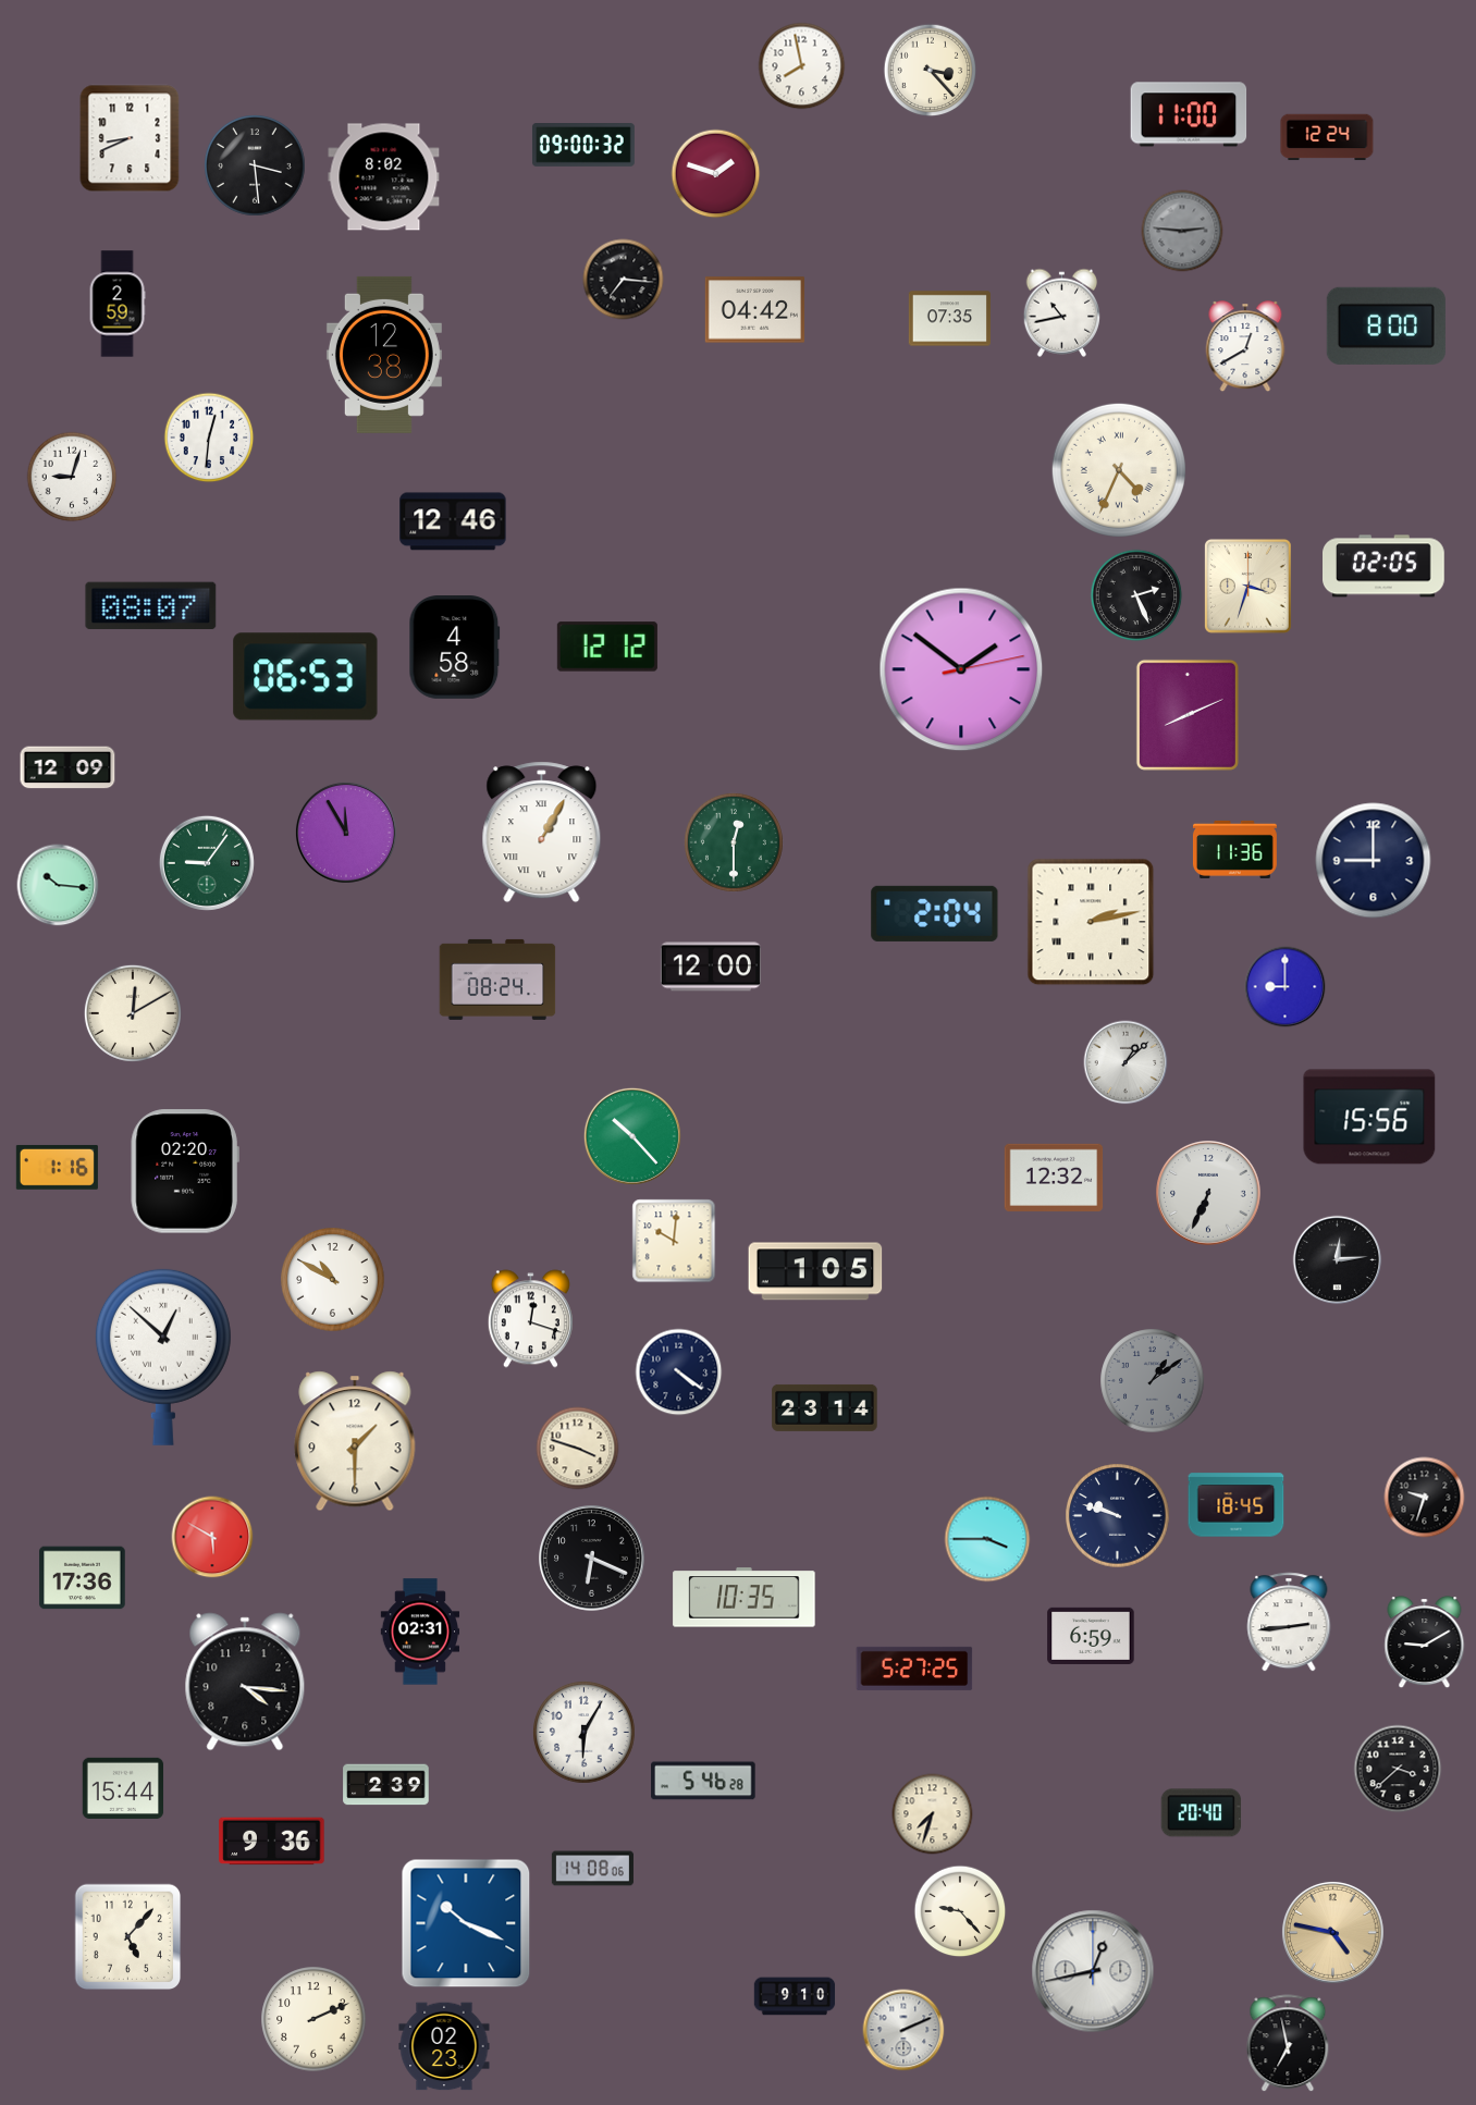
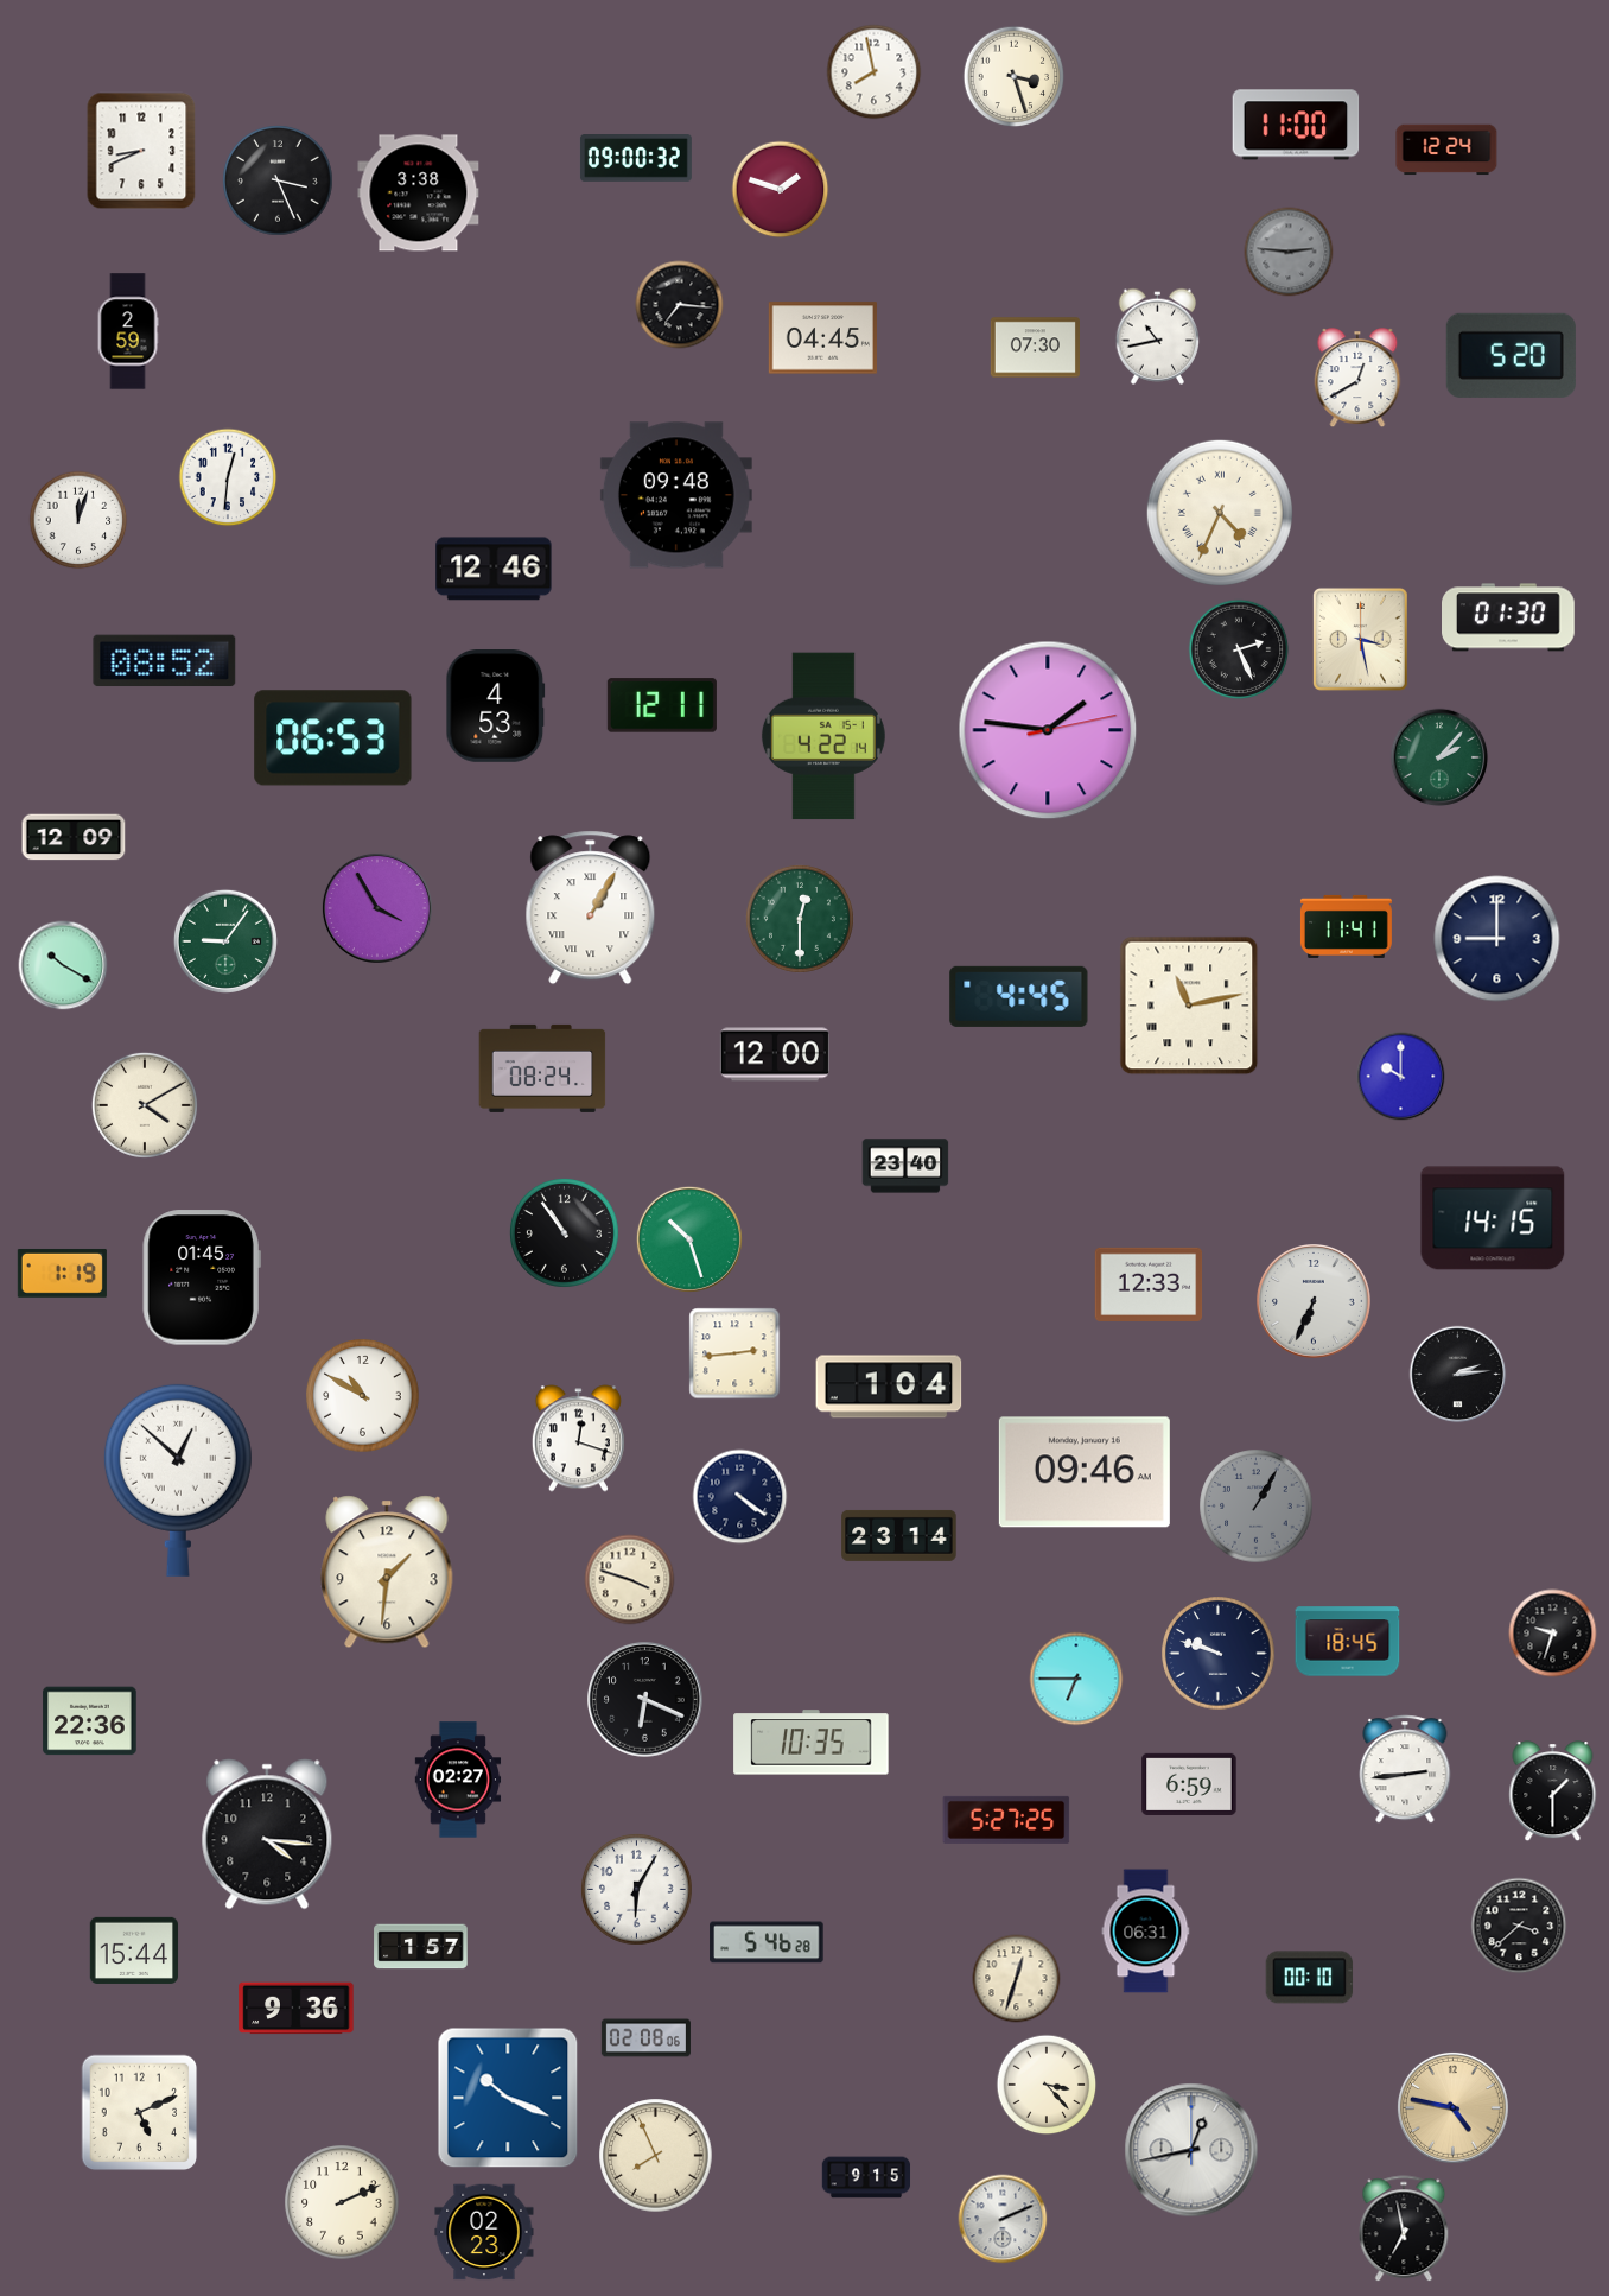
clock at (931, 71): 3:23 -> 3:27
clock at (256, 167): 3:29 -> 3:26
clock at (384, 177): 8:02 -> 3:38
clock at (754, 310): 04:42 -> 04:45
clock at (1062, 312) position: (1062, 312) -> (1158, 336)
clock at (949, 319): 07:35 -> 07:30
clock at (1386, 325): 8:00 -> 5:20
clock at (384, 355): 12:38 -> none
clock at (676, 495): none -> 09:48
clock at (72, 477): 9:03 -> 12:03
clock at (1385, 566): 02:05 -> 01:30
clock at (1247, 586): 3:33 -> 3:28
clock at (151, 606): 08:07 -> 08:52
clock at (607, 647): 12:12 -> 12:11
clock at (455, 648): 4:58 -> 4:53
clock at (961, 669): 1:51 -> 1:46
clock at (823, 736): none -> 4:22
clock at (1439, 757): none -> 2:07
clock at (1188, 715): 8:11 -> none
clock at (346, 833): 11:55 -> 3:55
clock at (1234, 849): 11:36 -> 11:41
clock at (58, 885): 10:16 -> 10:20
clock at (935, 913): 2:04 -> 4:45
clock at (1091, 922): 2:13 -> 11:13
clock at (1286, 987): 9:00 -> 10:00
clock at (133, 1013): 12:10 -> 4:10
clock at (1126, 1062): 1:08 -> none
clock at (905, 1166): none -> 23:40
clock at (1369, 1117): 15:56 -> 14:15
clock at (564, 1232): none -> 10:54
clock at (632, 1136): 10:23 -> 10:27
clock at (57, 1167): 1:16 -> 1:19
clock at (185, 1171): 02:20 -> 01:45
clock at (1054, 1178): 12:32 -> 12:33
clock at (1209, 1194) position: (1209, 1194) -> (1315, 1302)
clock at (674, 1241): 10:01 -> 2:44
clock at (1338, 1260): 12:14 -> 2:14
clock at (815, 1271): 1:05 -> 1:04
clock at (1085, 1472): none -> 09:46
clock at (1153, 1381): 1:09 -> 1:05
clock at (355, 1441): 1:30 -> 1:31
clock at (212, 1537): 5:50 -> none
clock at (987, 1539): 3:45 -> 6:45
clock at (83, 1578): 17:36 -> 22:36
clock at (420, 1632): 02:31 -> 02:27
clock at (1425, 1642): 9:10 -> 1:30
clock at (914, 1669) position: (914, 1669) -> (1006, 1820)
clock at (1398, 1769) position: (1398, 1769) -> (1519, 1926)
clock at (1146, 1932): none -> 06:31
clock at (386, 1785): 2:39 -> 1:57
clock at (1202, 1813): 20:40 -> 00:10
clock at (933, 1814): 7:33 -> 12:33
clock at (592, 1869): 14:08 -> 02:08
clock at (960, 1911): 9:23 -> 3:23
clock at (128, 1937): 5:07 -> 5:11
clock at (656, 2156): none -> 7:56
clock at (795, 1996): 9:10 -> 9:15
clock at (903, 2030) position: (903, 2030) -> (1003, 2219)
